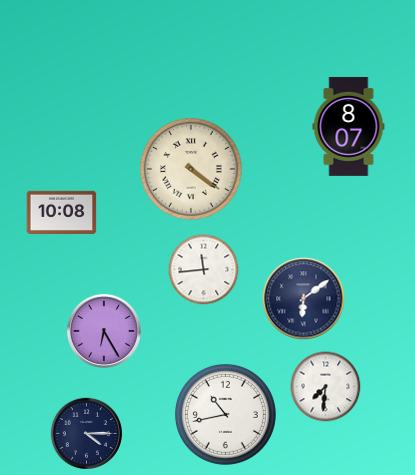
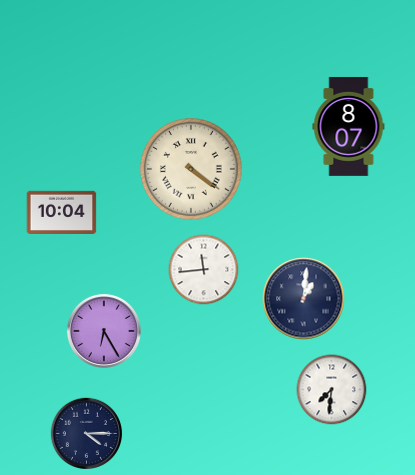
clock at (62, 213): 10:08 -> 10:04
clock at (304, 299): 6:09 -> 1:01
clock at (326, 387) position: (326, 387) -> (332, 390)
clock at (225, 414): 10:43 -> none
